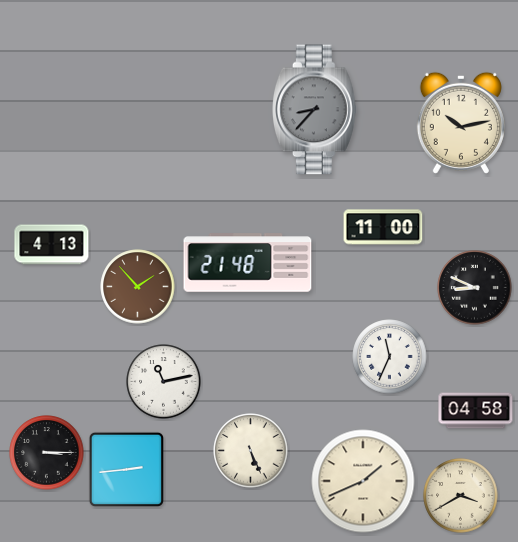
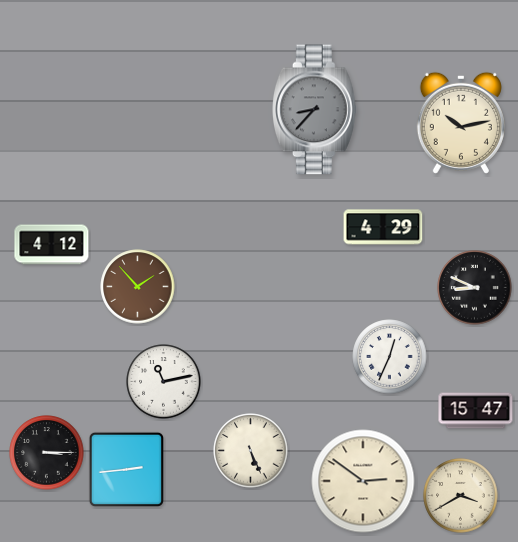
clock at (383, 227): 11:00 -> 4:29
clock at (52, 245): 4:13 -> 4:12
clock at (248, 263): 21:48 -> none
clock at (390, 357): 11:34 -> 12:34
clock at (476, 411): 04:58 -> 15:47
clock at (363, 481): 1:41 -> 2:51
